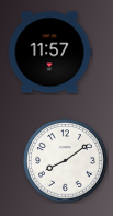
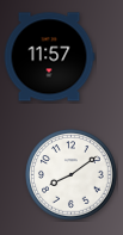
clock at (49, 53) position: (49, 53) -> (49, 57)
